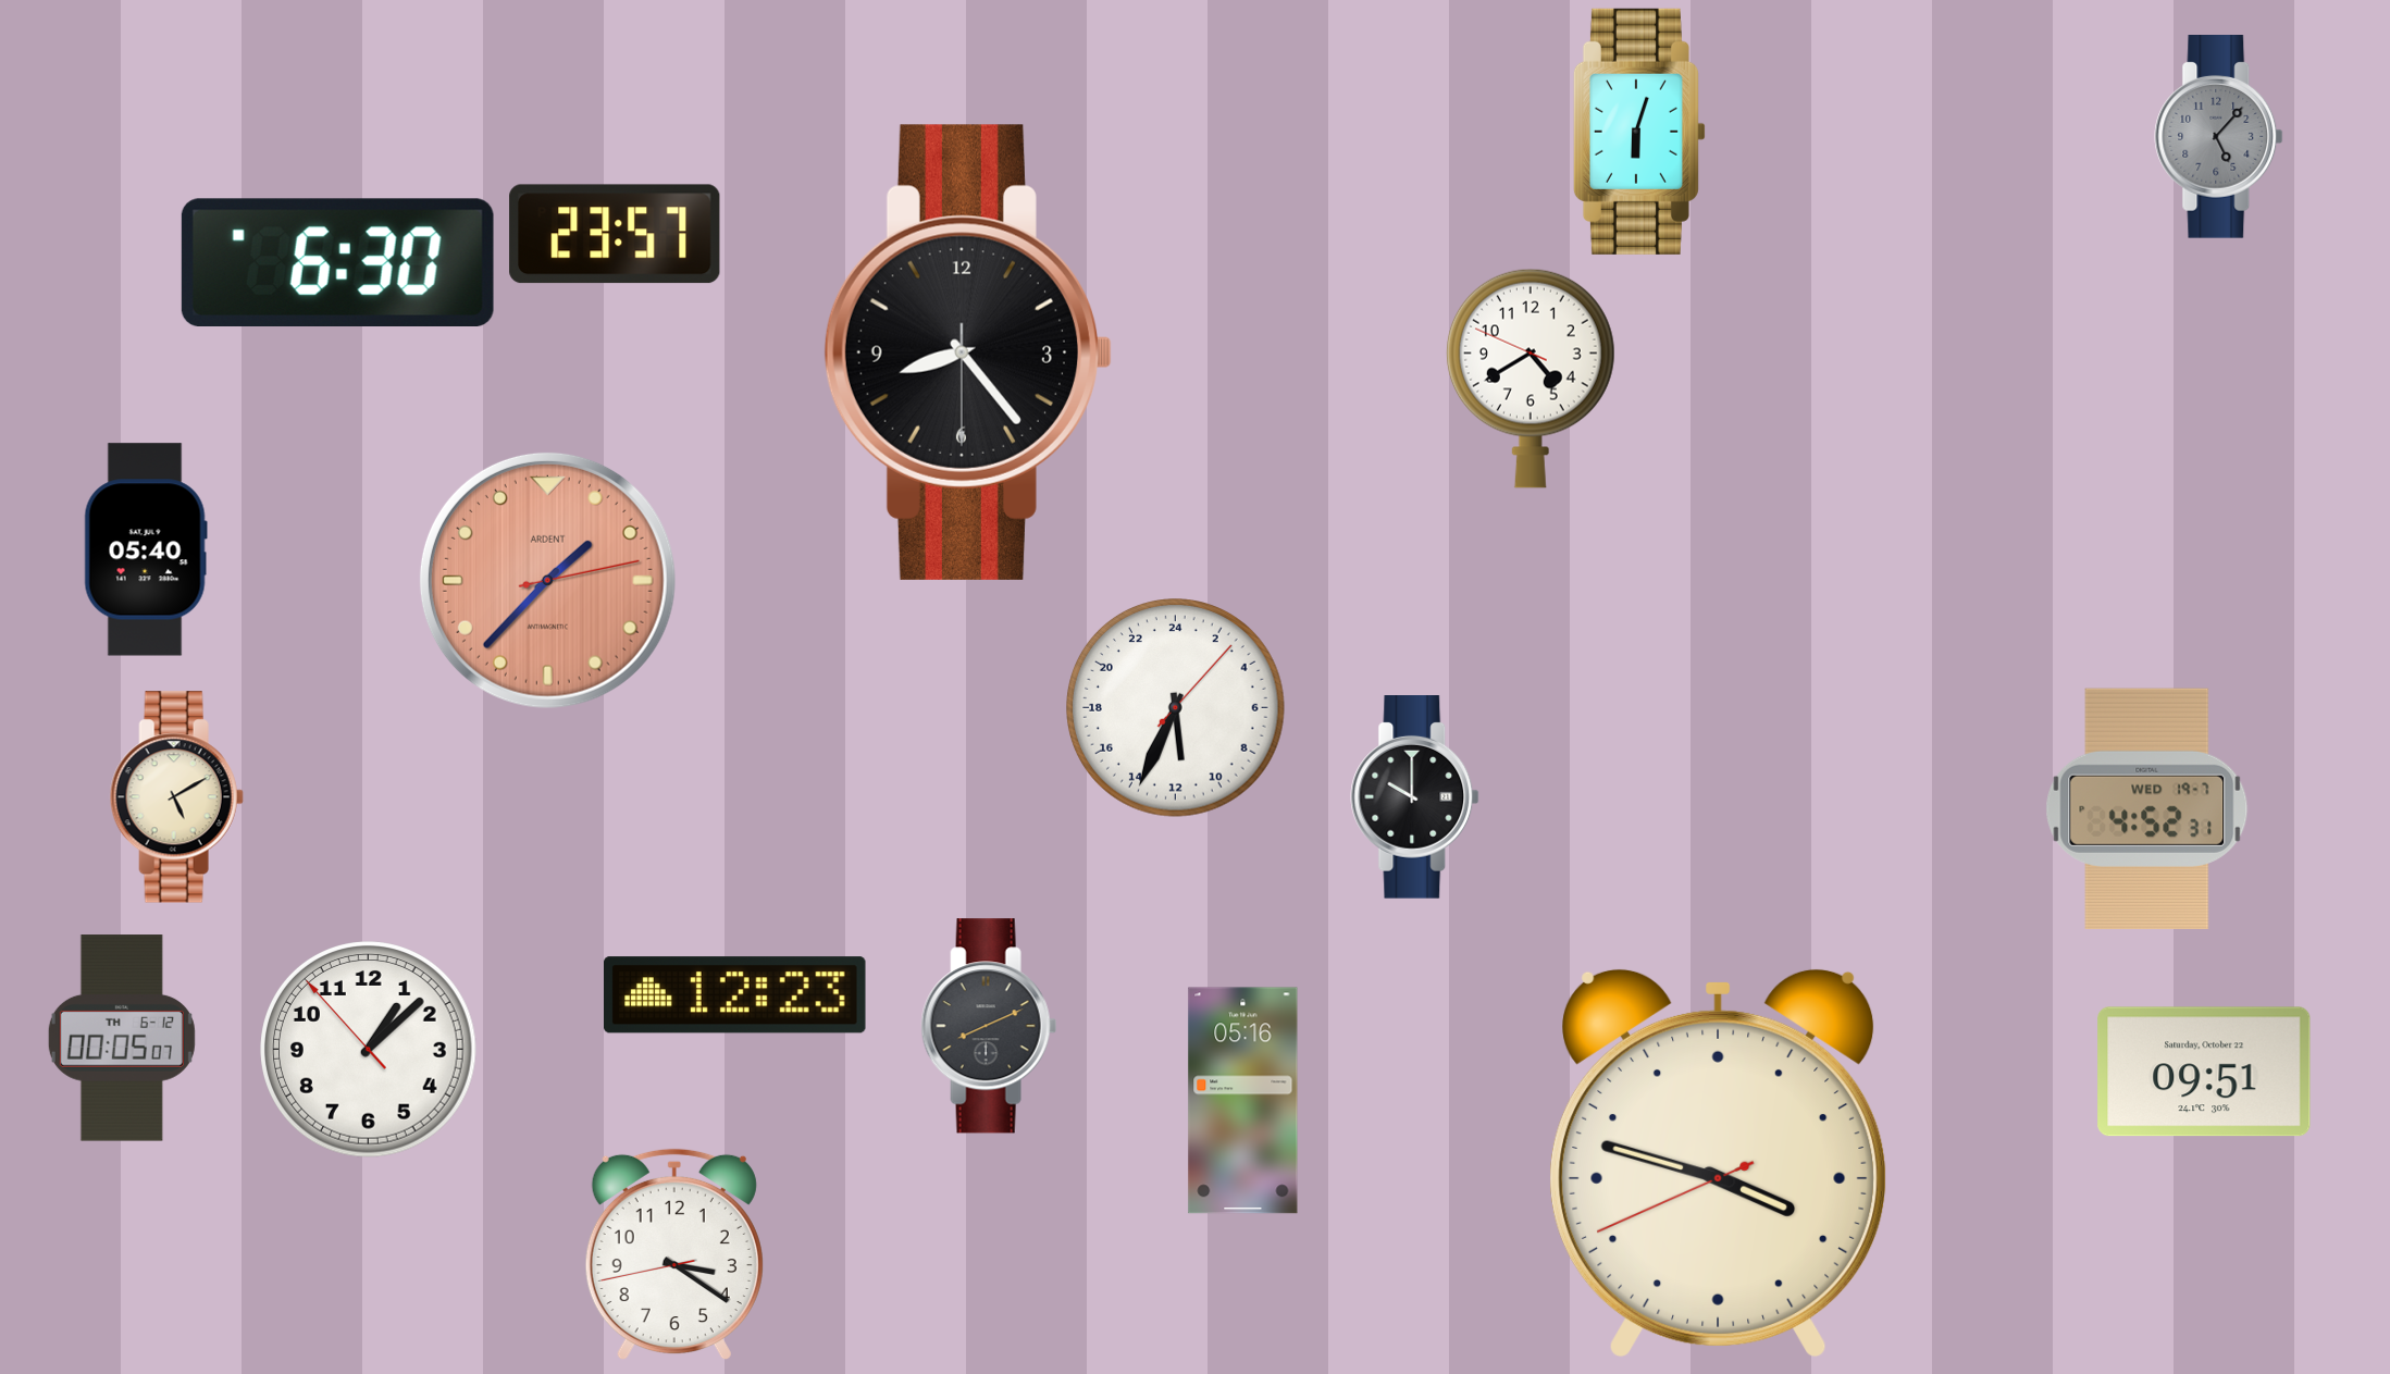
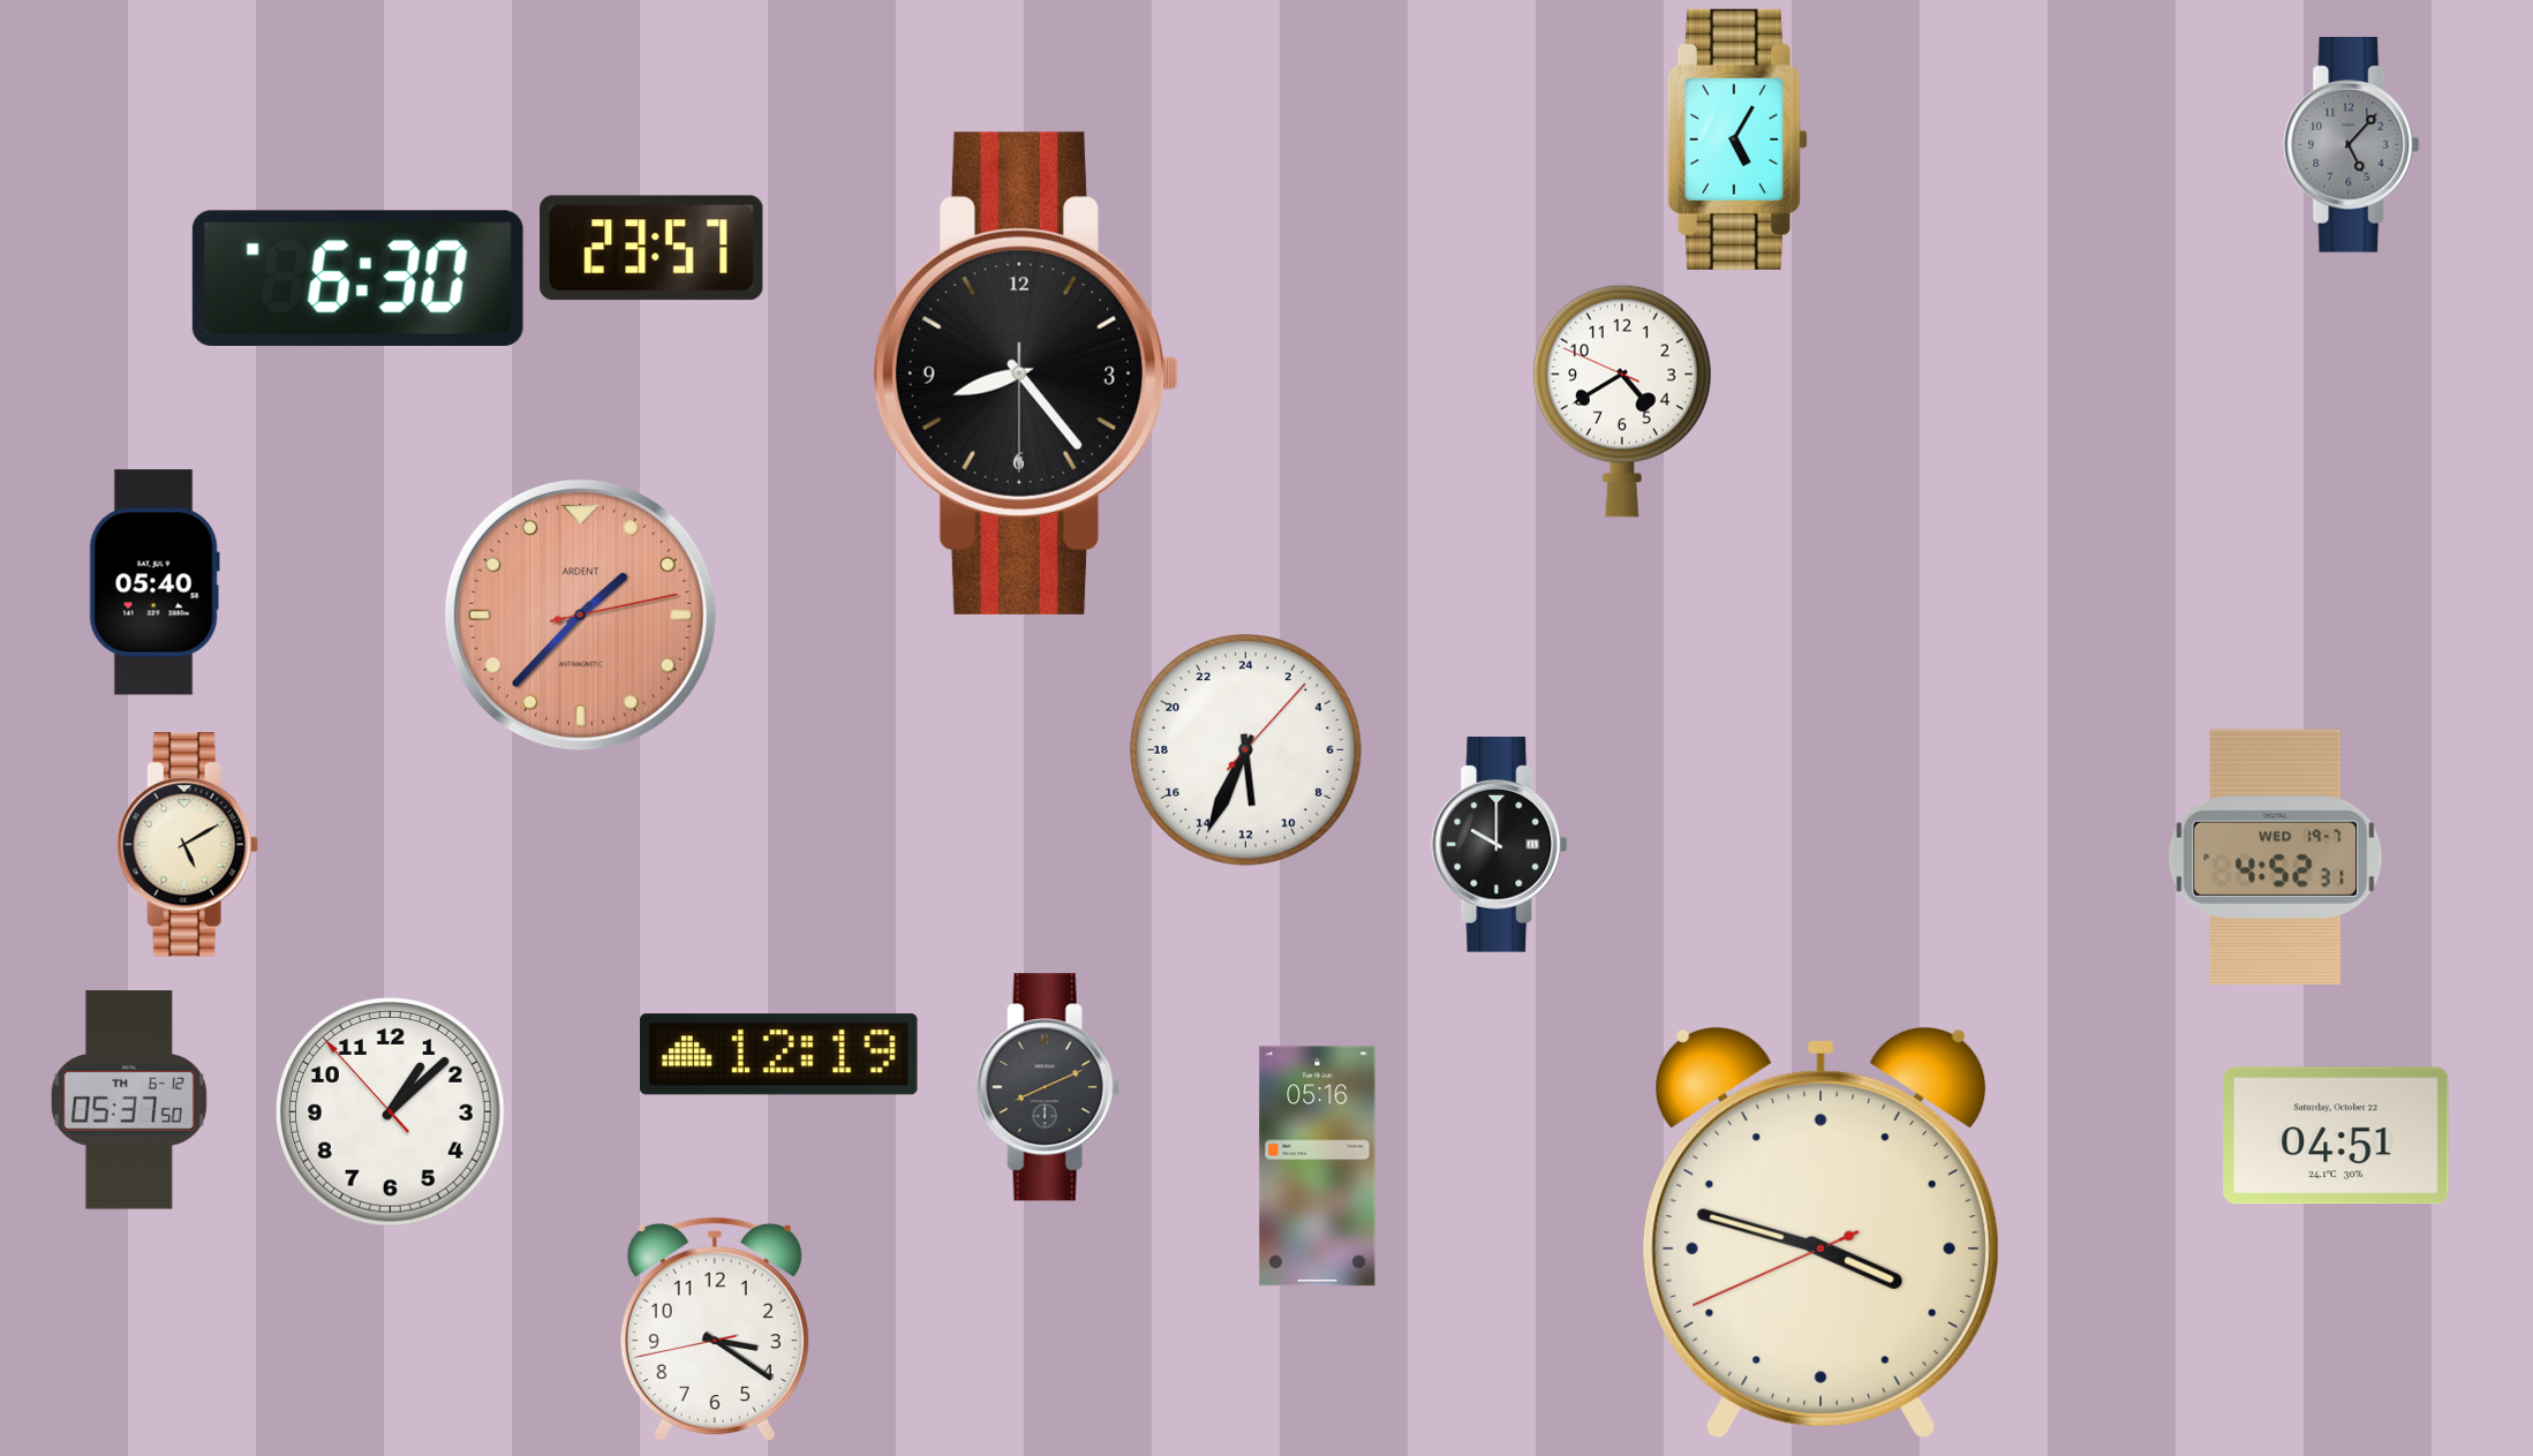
clock at (1639, 132): 6:03 -> 5:05
clock at (735, 995): 12:23 -> 12:19
clock at (122, 1038): 00:05 -> 05:37
clock at (2204, 1072): 09:51 -> 04:51
